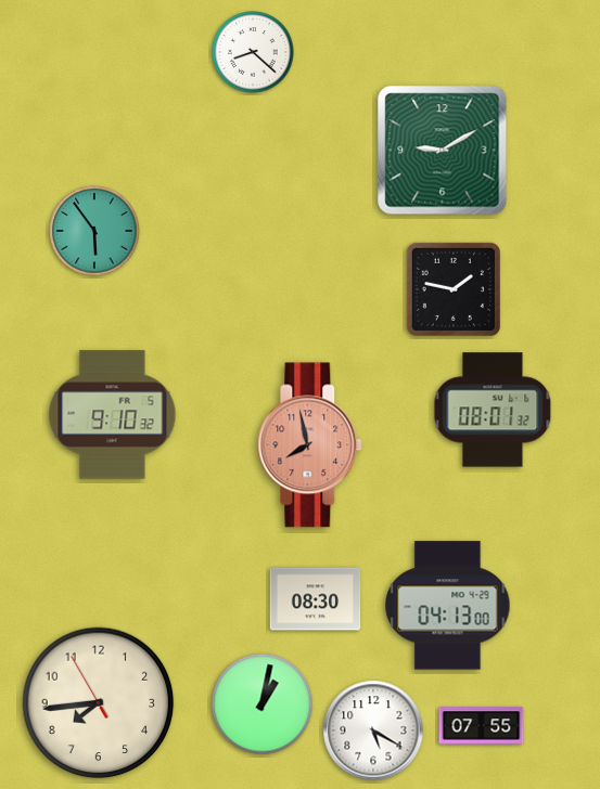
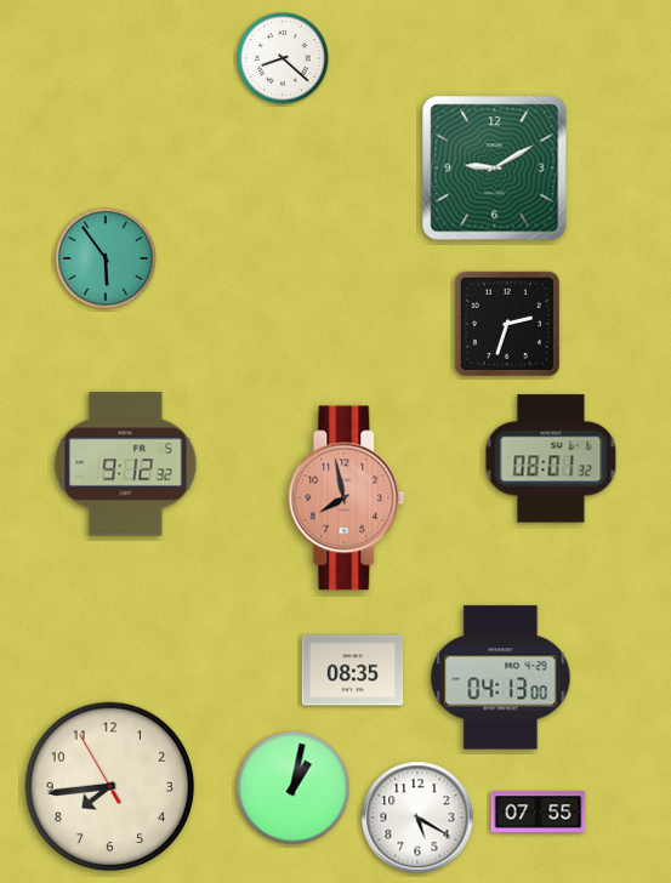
clock at (454, 289): 1:47 -> 2:33
clock at (113, 415): 9:10 -> 9:12
clock at (316, 599): 08:30 -> 08:35
